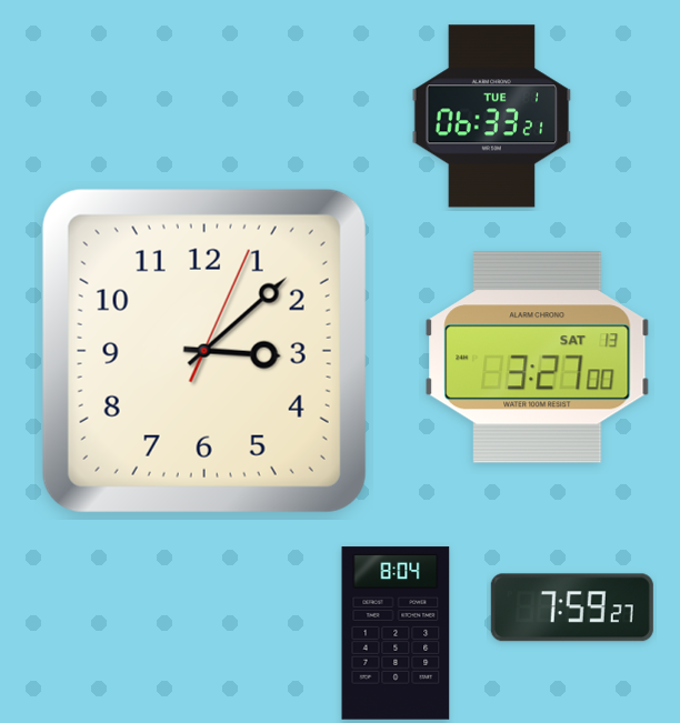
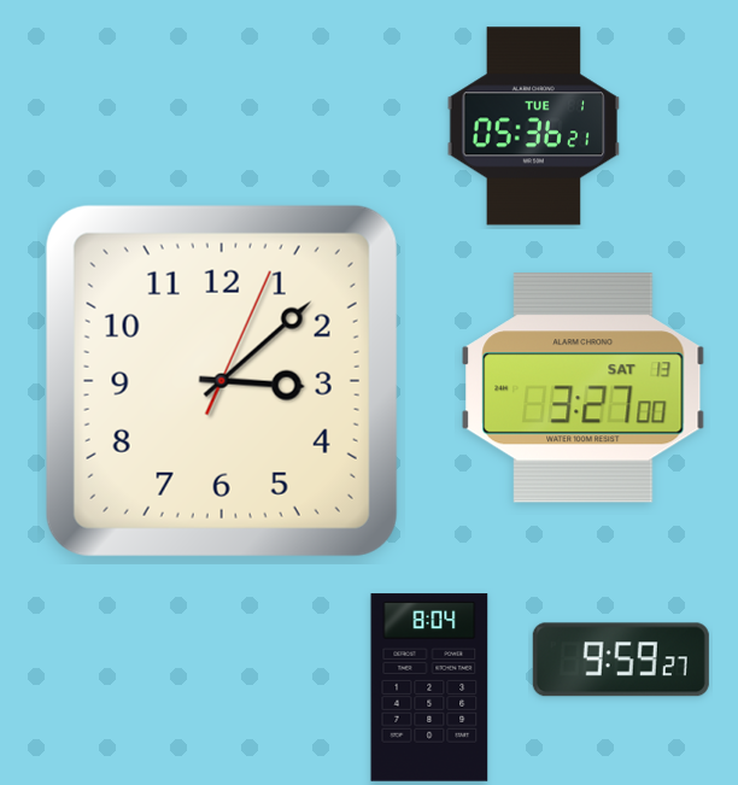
clock at (492, 117): 06:33 -> 05:36
clock at (572, 607): 7:59 -> 9:59
